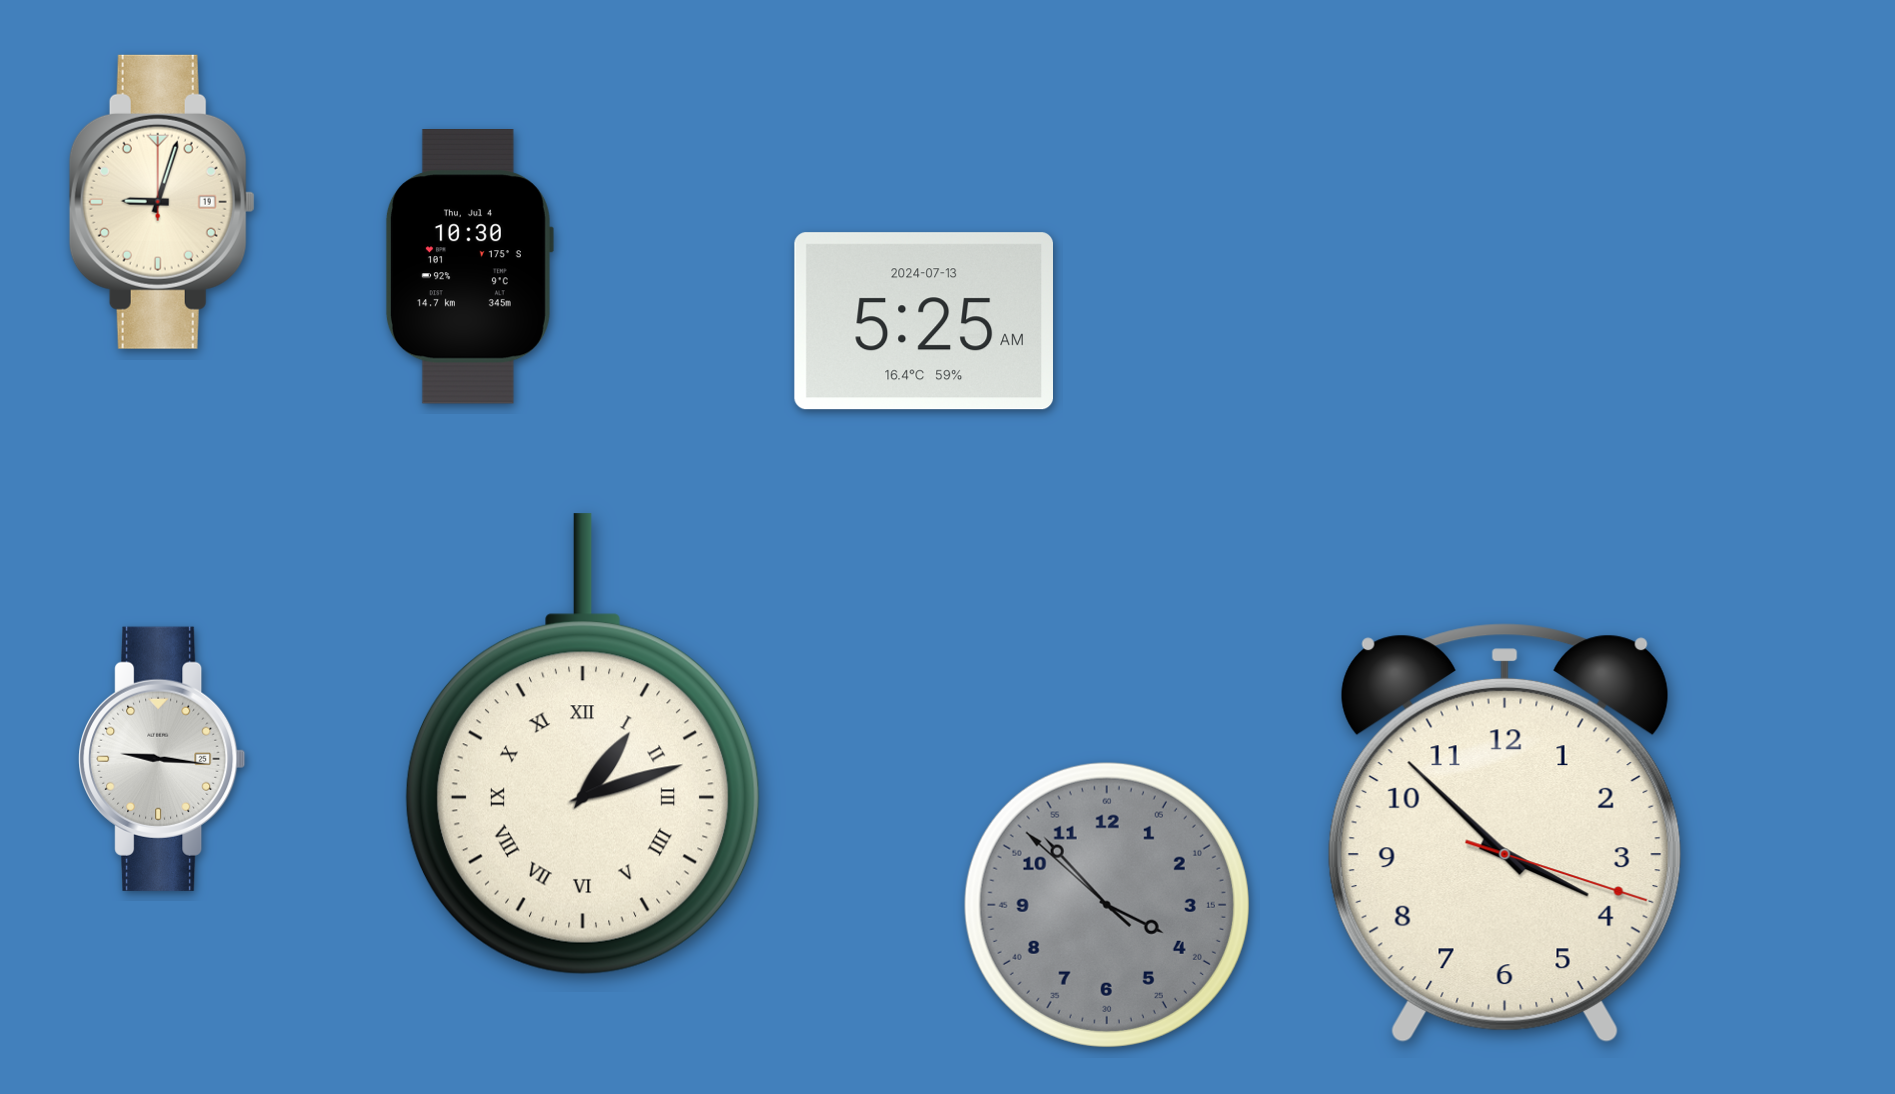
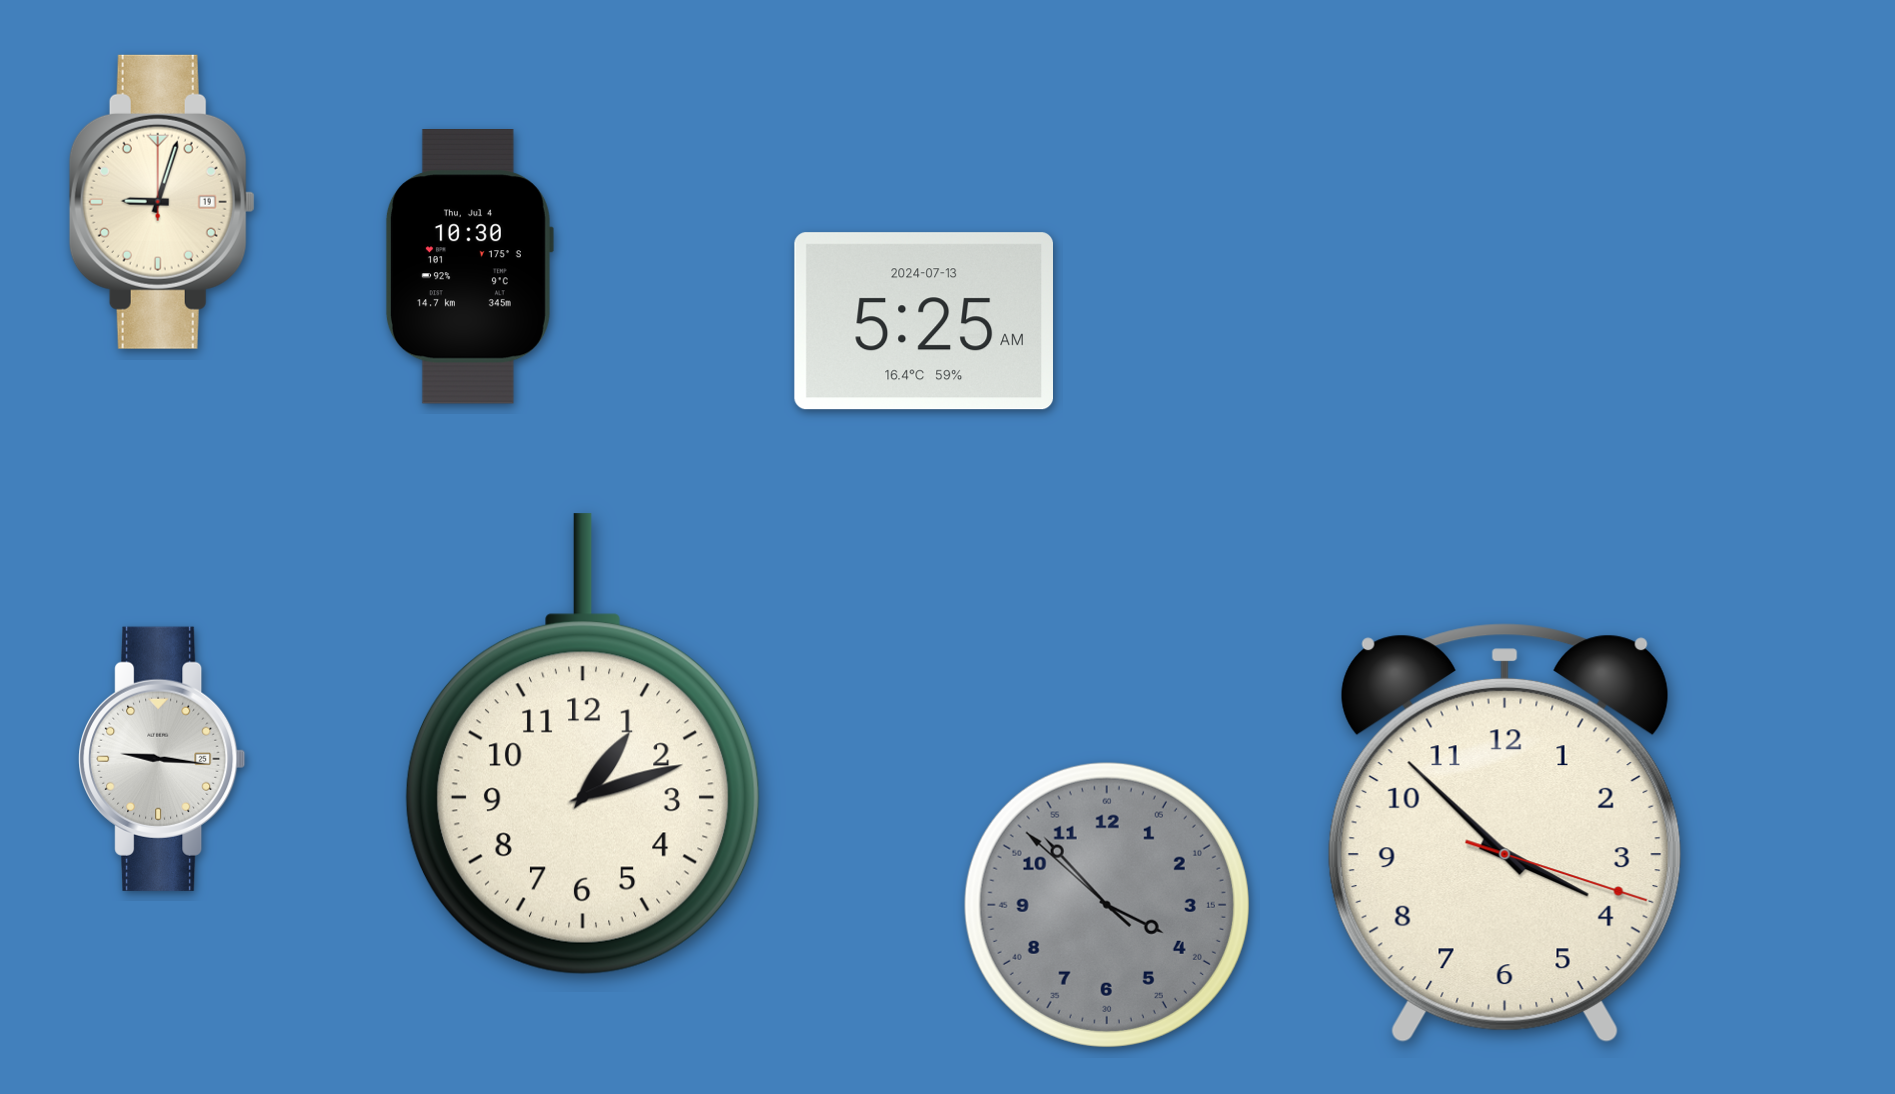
clock at (583, 744) numerals: Roman -> Arabic
